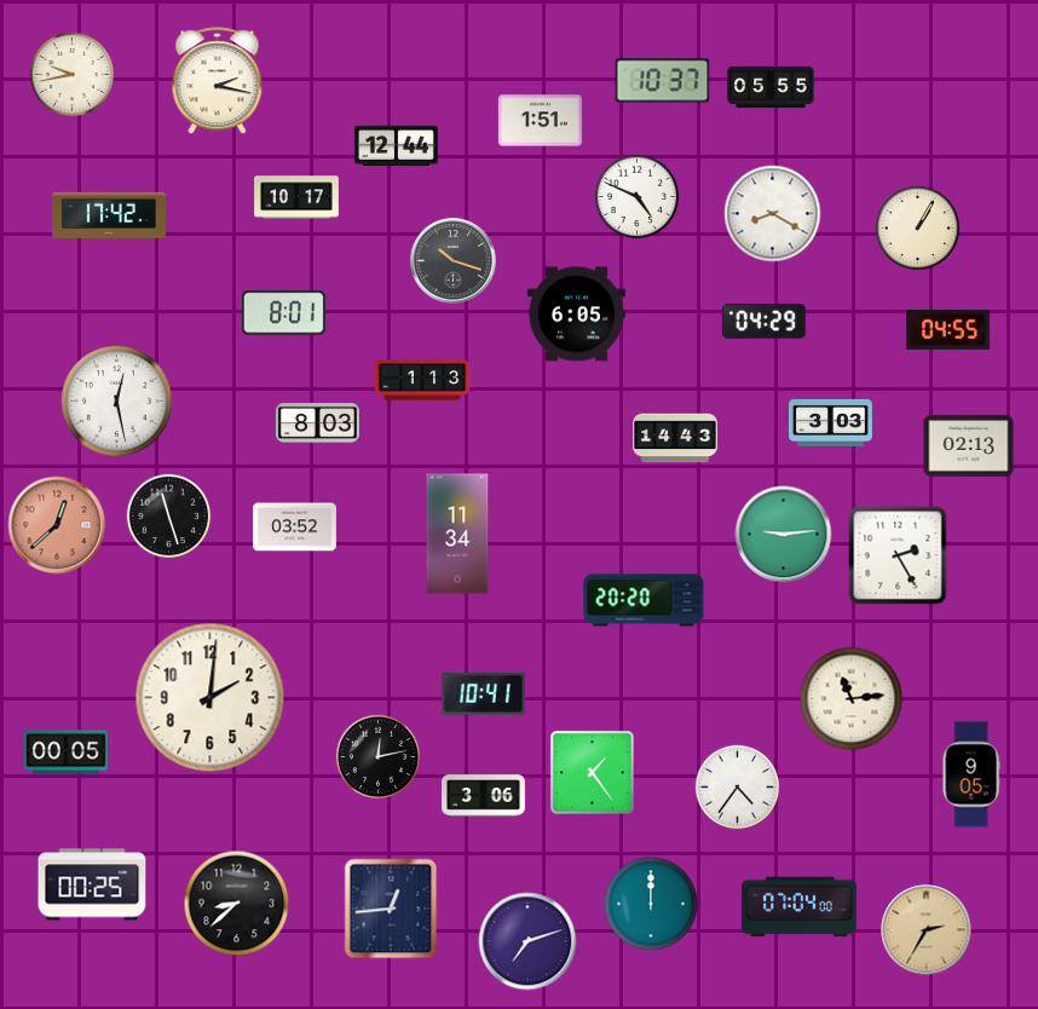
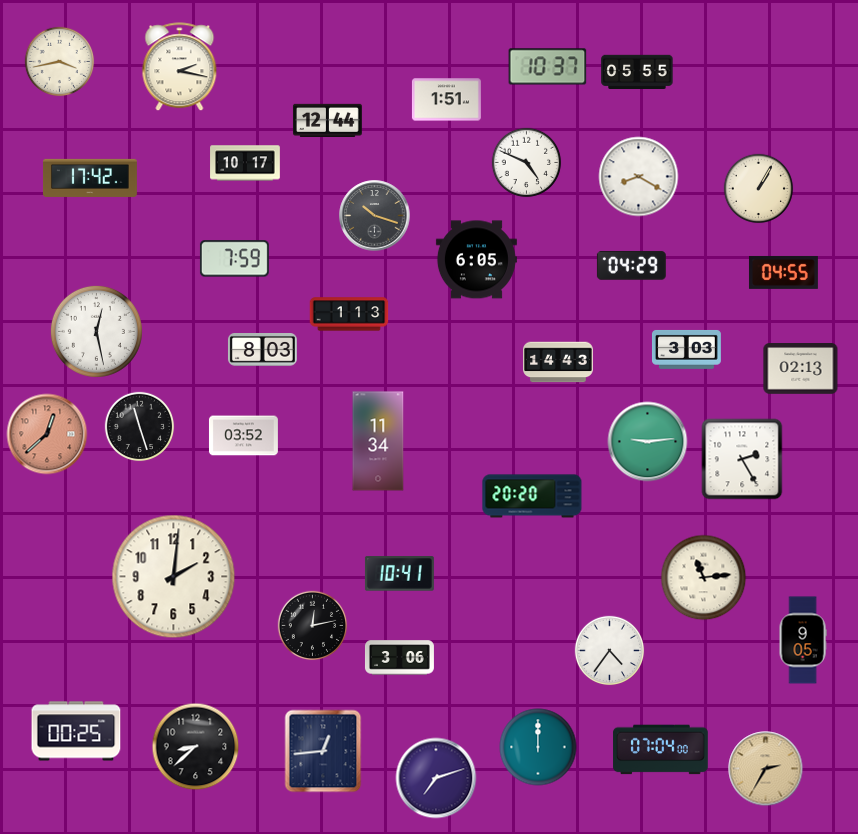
clock at (73, 75): 9:43 -> 3:43
clock at (283, 313): 8:01 -> 7:59
clock at (65, 753): 00:05 -> none
clock at (593, 773): 1:24 -> none
